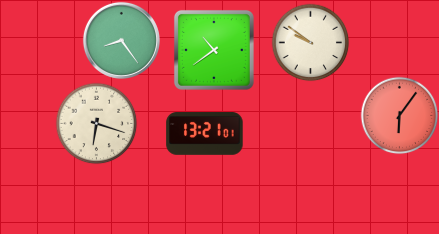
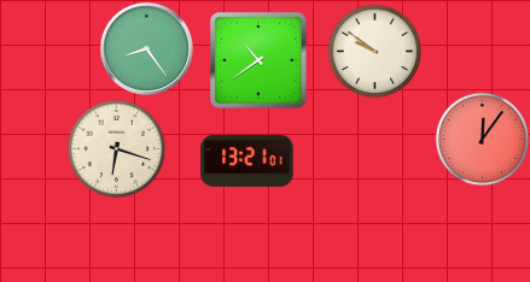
clock at (399, 115): 6:06 -> 12:06
